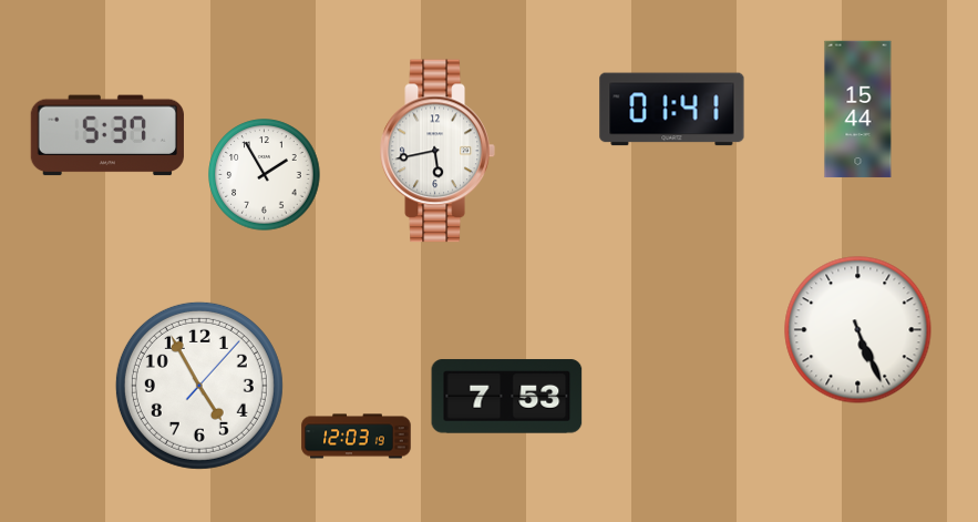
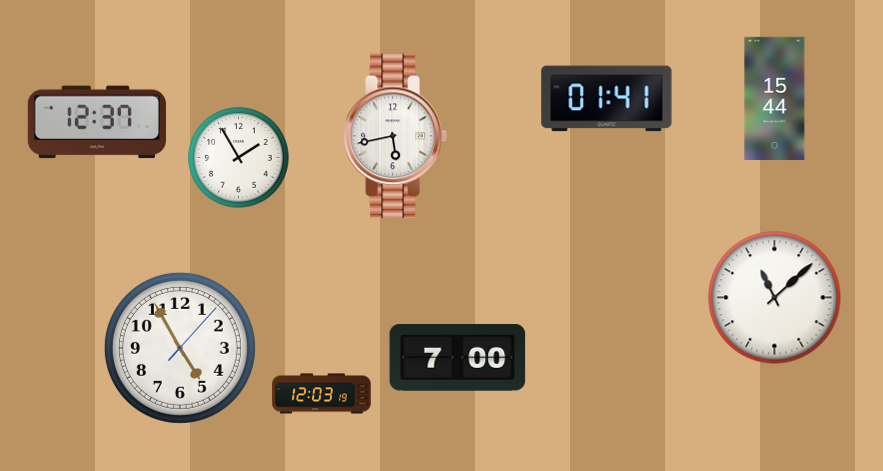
clock at (107, 135): 5:37 -> 12:37
clock at (858, 330): 5:26 -> 11:08
clock at (507, 397): 7:53 -> 7:00
